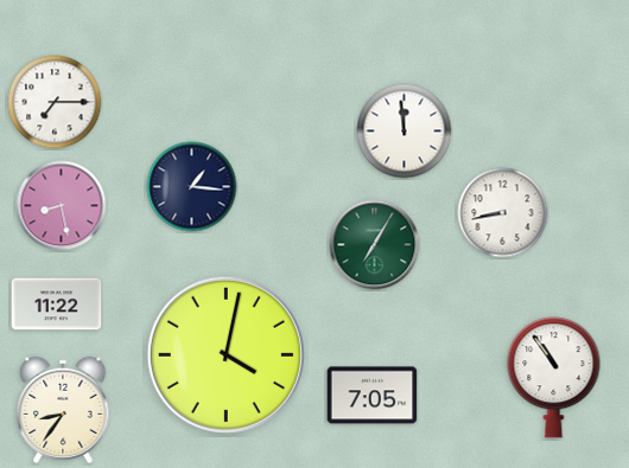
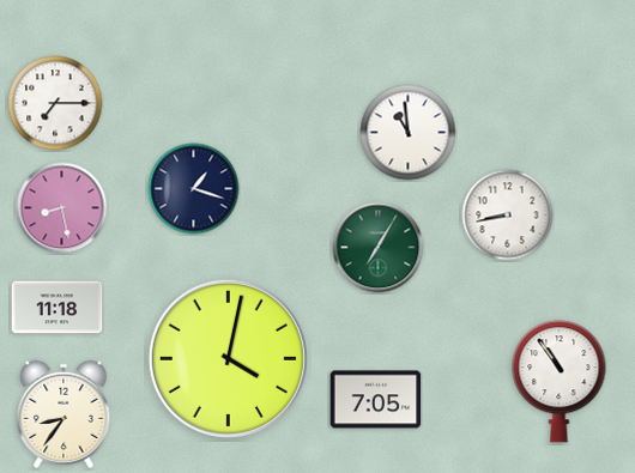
clock at (405, 132): 11:59 -> 10:59
clock at (192, 187): 1:16 -> 1:18
clock at (57, 304): 11:22 -> 11:18
